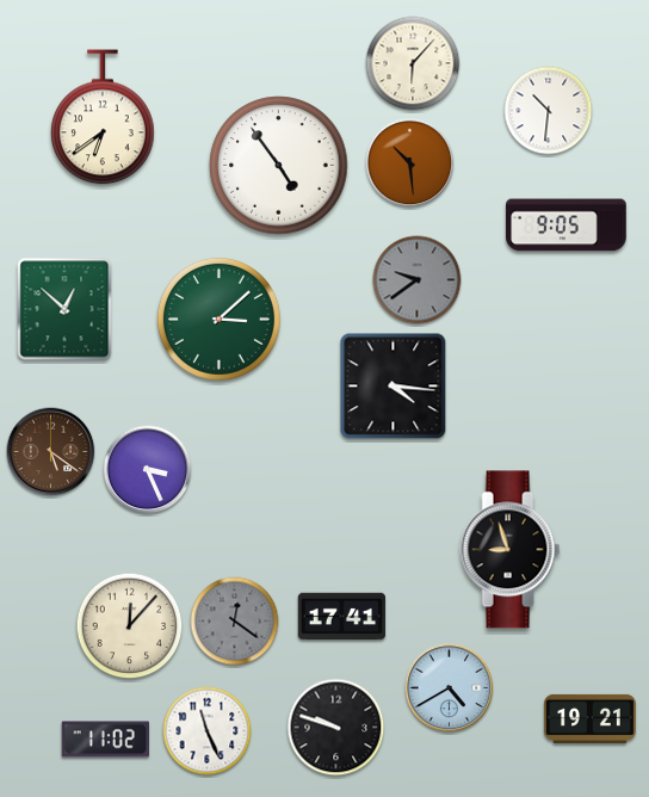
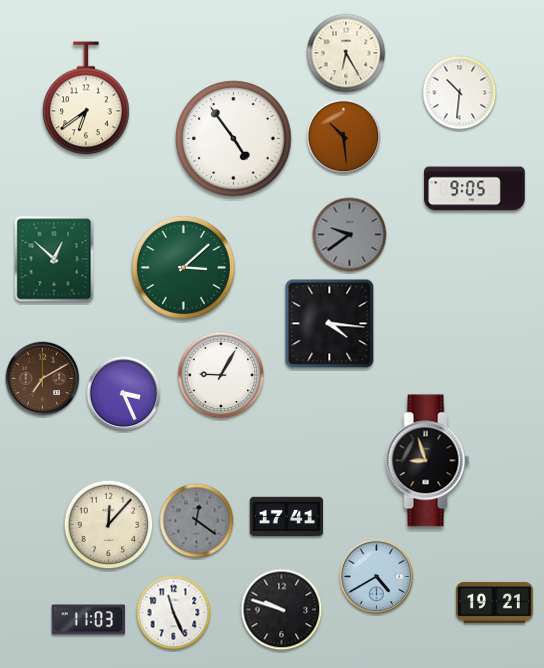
clock at (413, 63): 6:07 -> 6:25
clock at (221, 375): none -> 9:05
clock at (51, 452): 5:21 -> 7:10
clock at (105, 740): 11:02 -> 11:03
